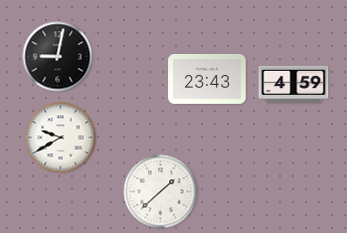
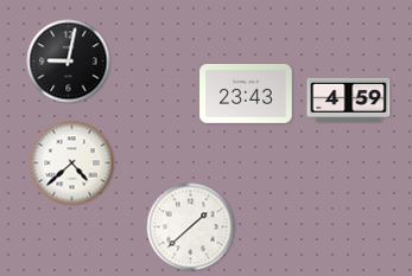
clock at (58, 57) position: (58, 57) -> (69, 62)
clock at (61, 138): 9:40 -> 4:38
